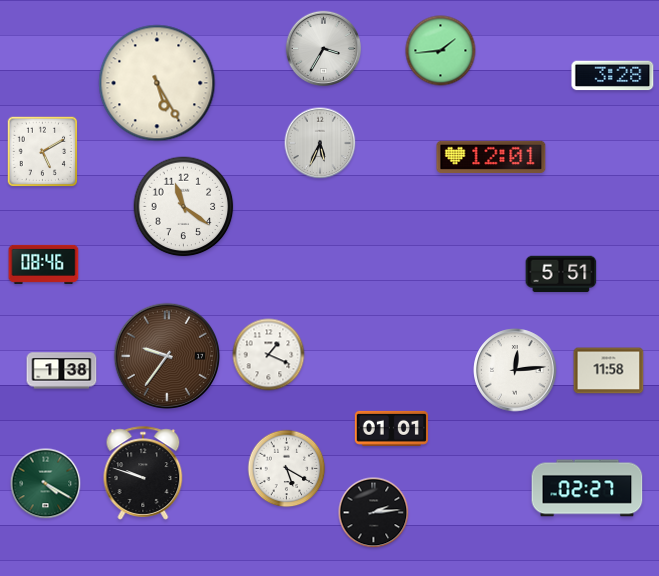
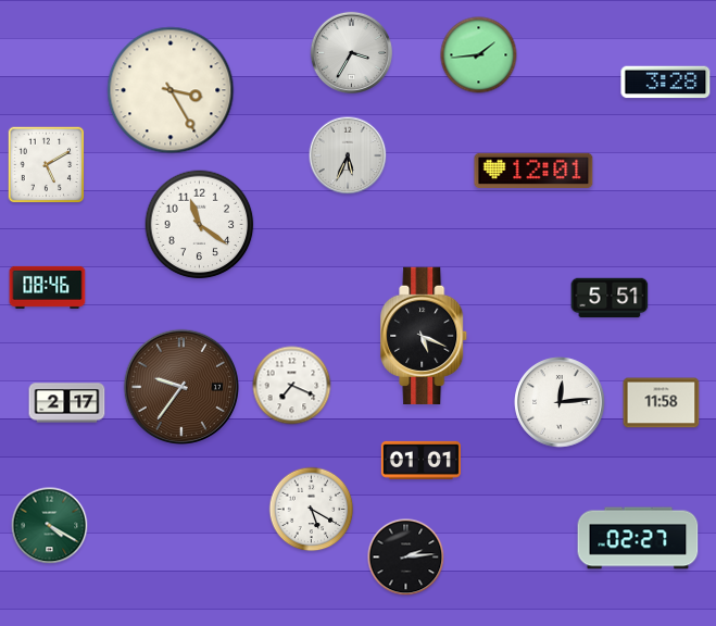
clock at (157, 83): 5:25 -> 3:25
clock at (425, 335): none -> 5:19
clock at (269, 355): 1:19 -> 7:19
clock at (62, 371): 1:38 -> 2:17
clock at (391, 428) position: (391, 428) -> (420, 460)
clock at (143, 473): 9:48 -> none
clock at (587, 488) position: (587, 488) -> (638, 538)
